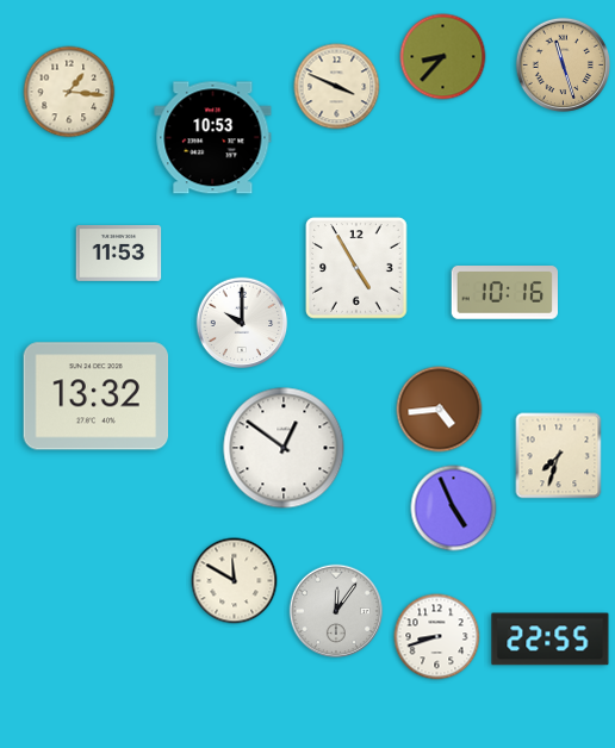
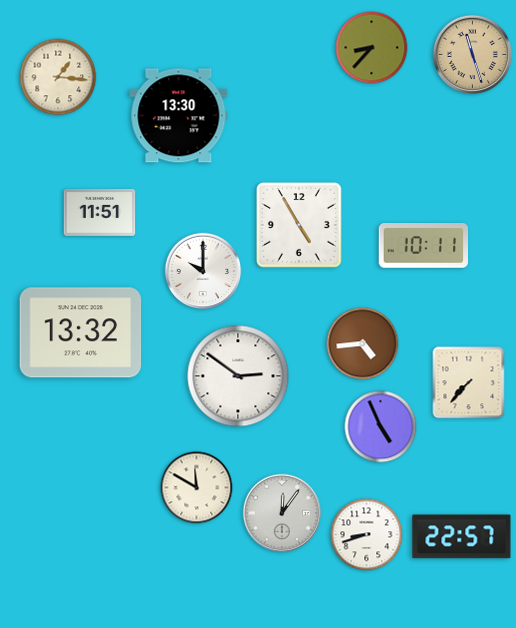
clock at (337, 87): 3:49 -> none
clock at (213, 138): 10:53 -> 13:30
clock at (119, 253): 11:53 -> 11:51
clock at (504, 293): 10:16 -> 10:11
clock at (440, 410) position: (440, 410) -> (363, 344)
clock at (284, 448): 12:51 -> 2:51
clock at (559, 456): 7:33 -> 7:37
clock at (551, 640): 22:55 -> 22:57
